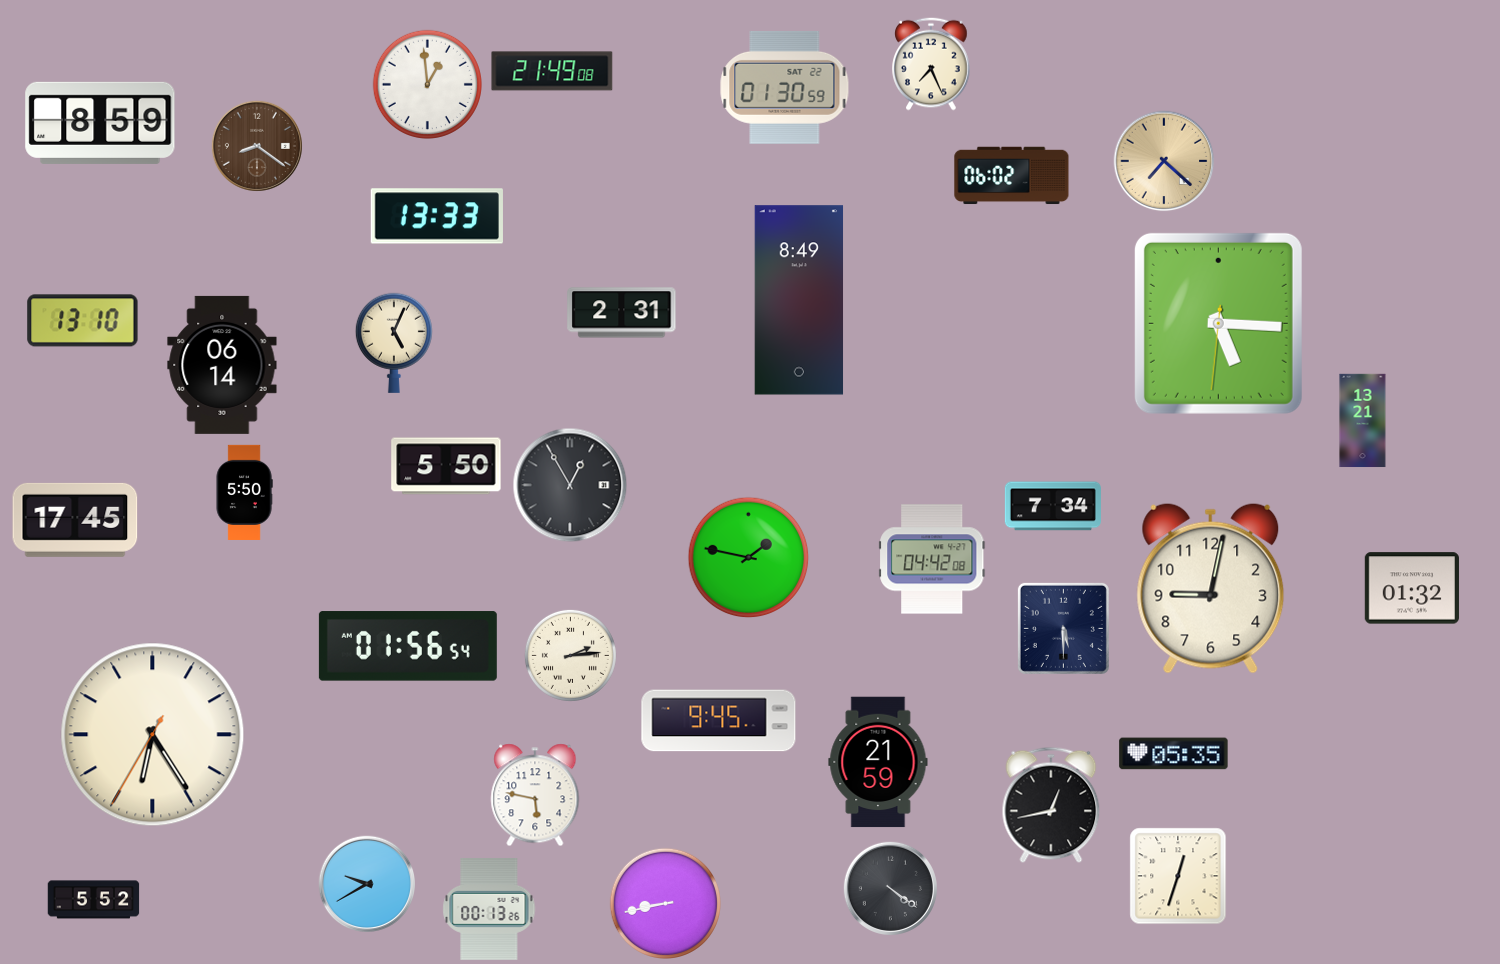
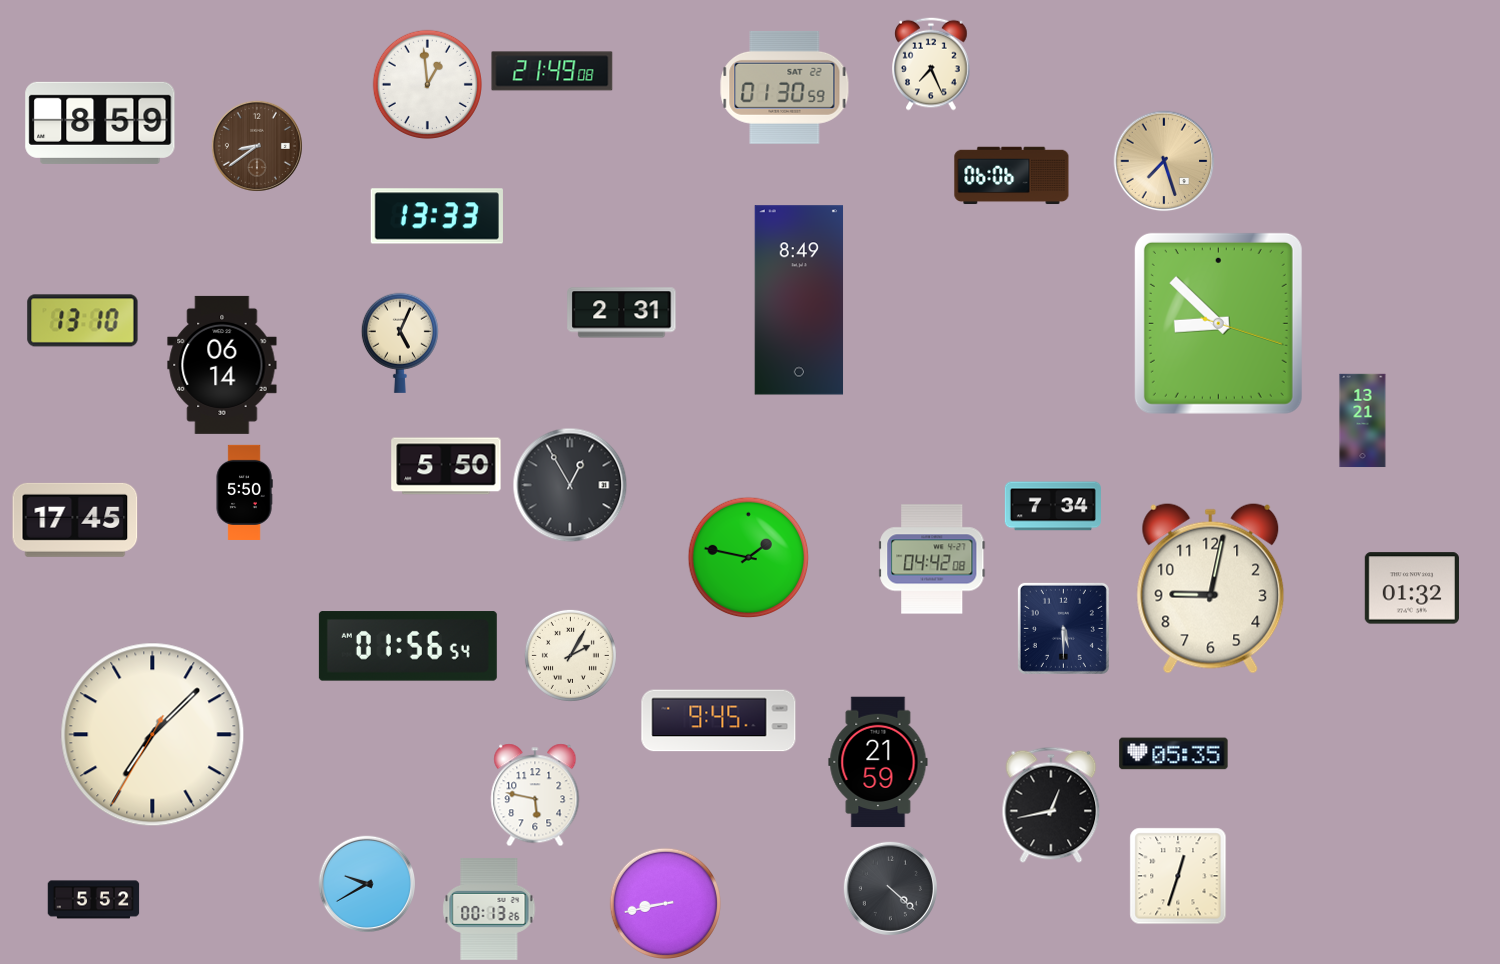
clock at (257, 146): 8:21 -> 8:39
clock at (1164, 161): 7:22 -> 7:27
clock at (1012, 176): 06:02 -> 06:06
clock at (1218, 323): 5:15 -> 8:52
clock at (394, 343) position: (394, 343) -> (400, 343)
clock at (570, 655): 2:14 -> 2:05
clock at (153, 735): 6:24 -> 7:07
clock at (890, 888): 4:21 -> 4:22
